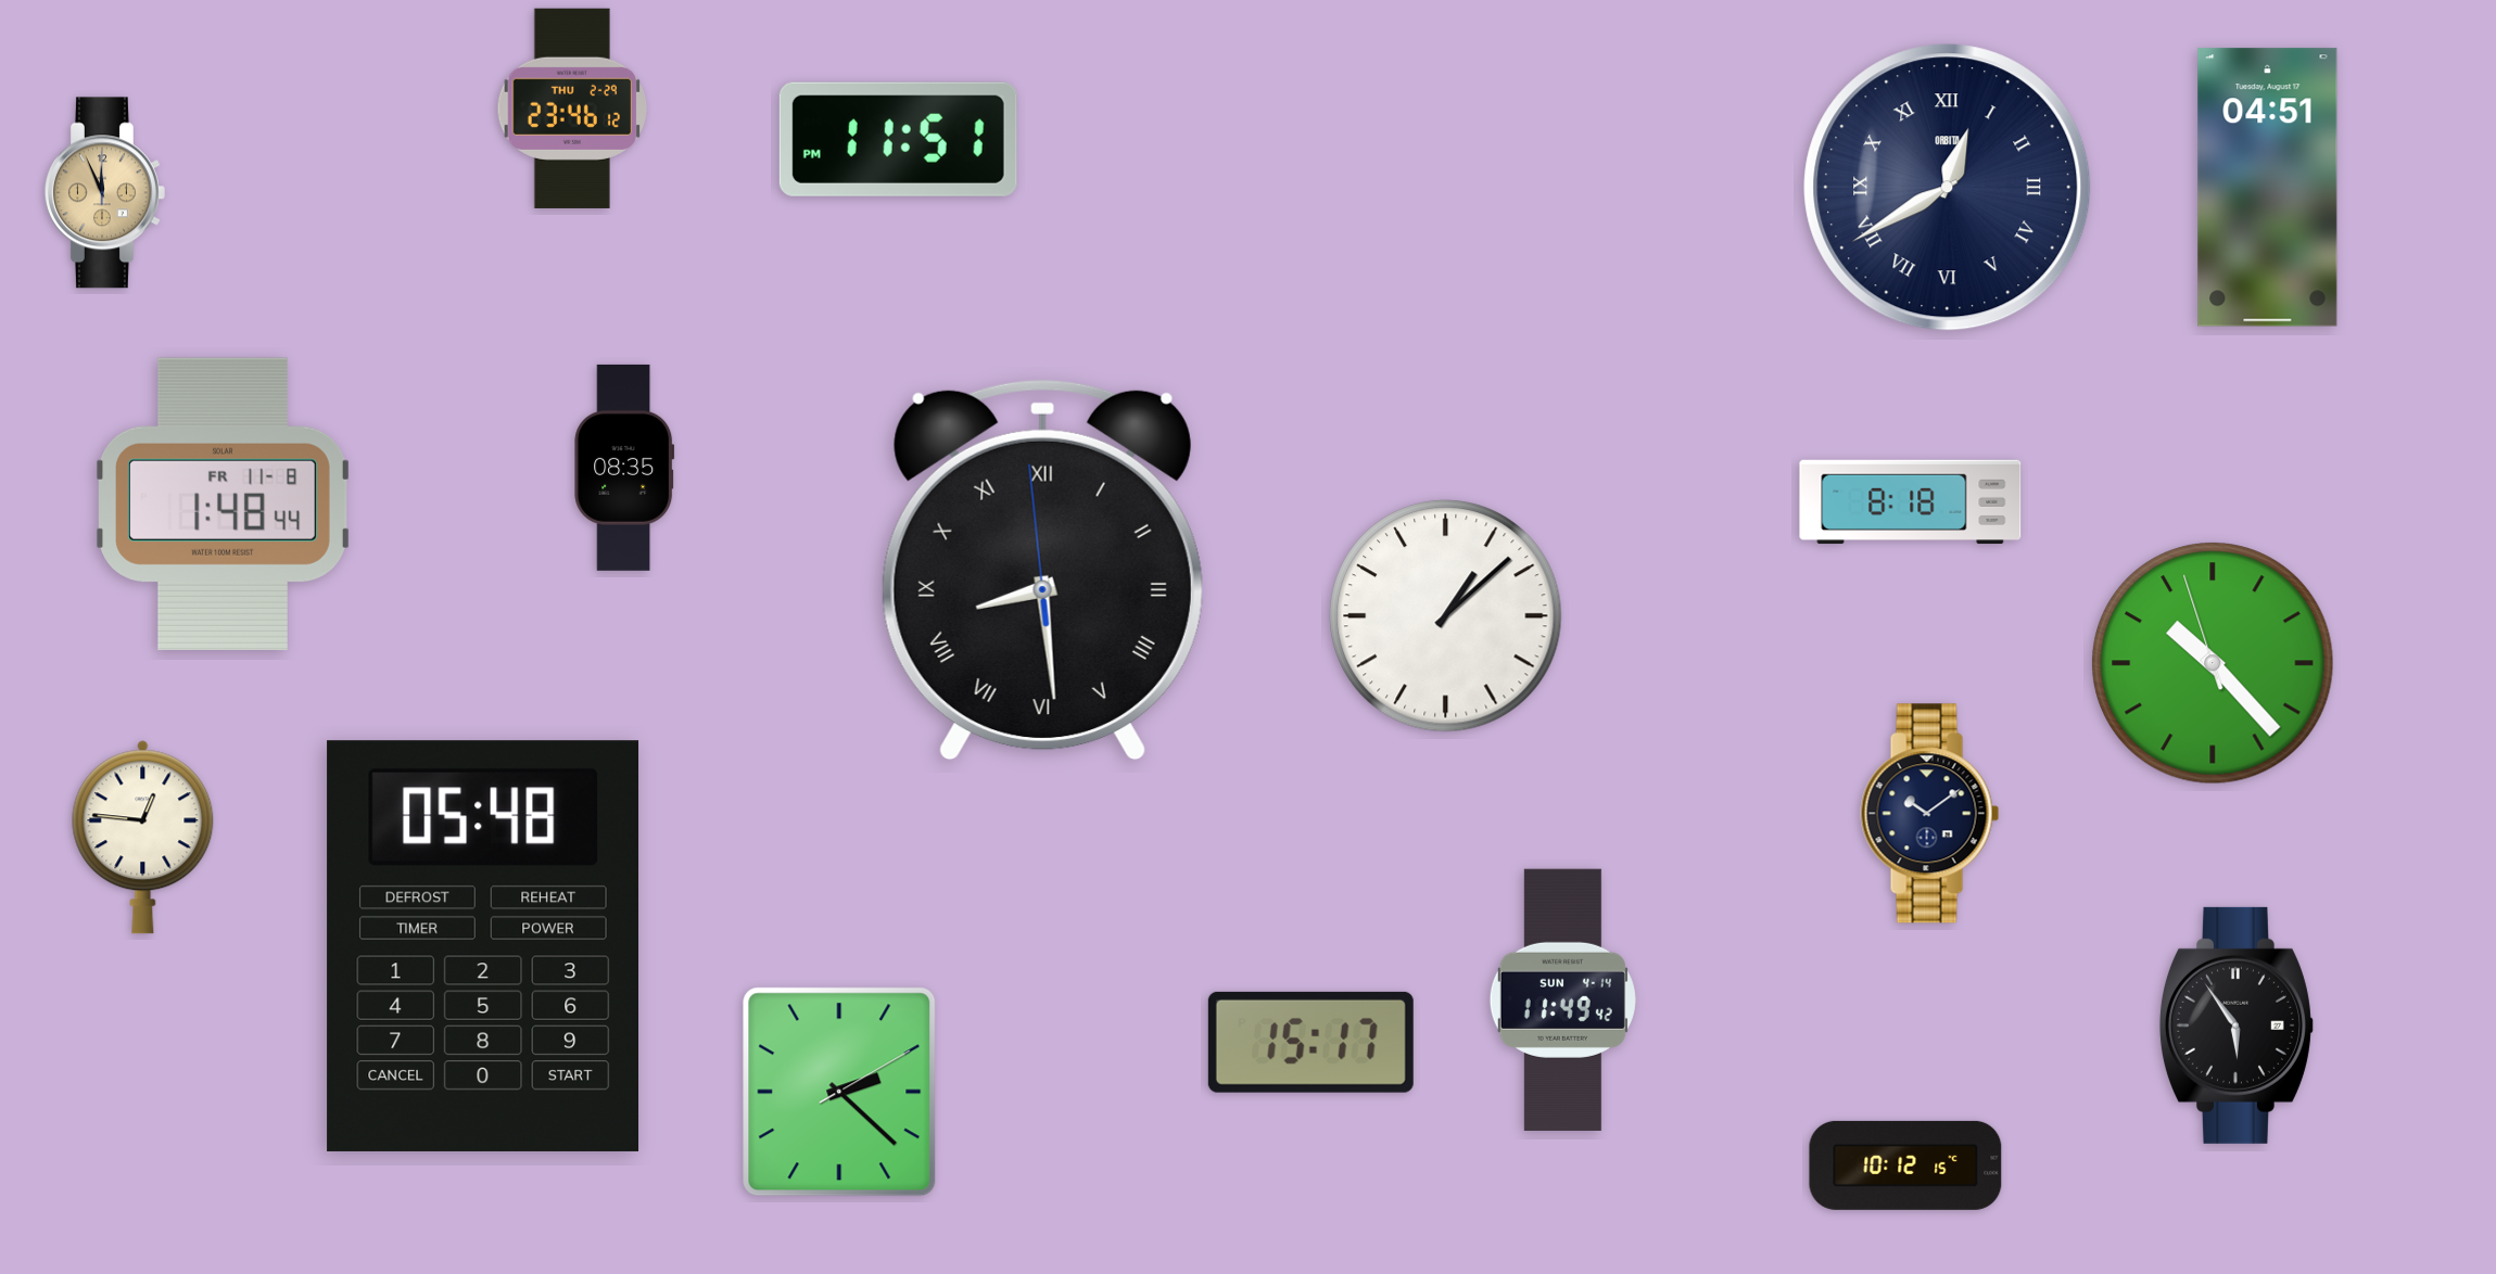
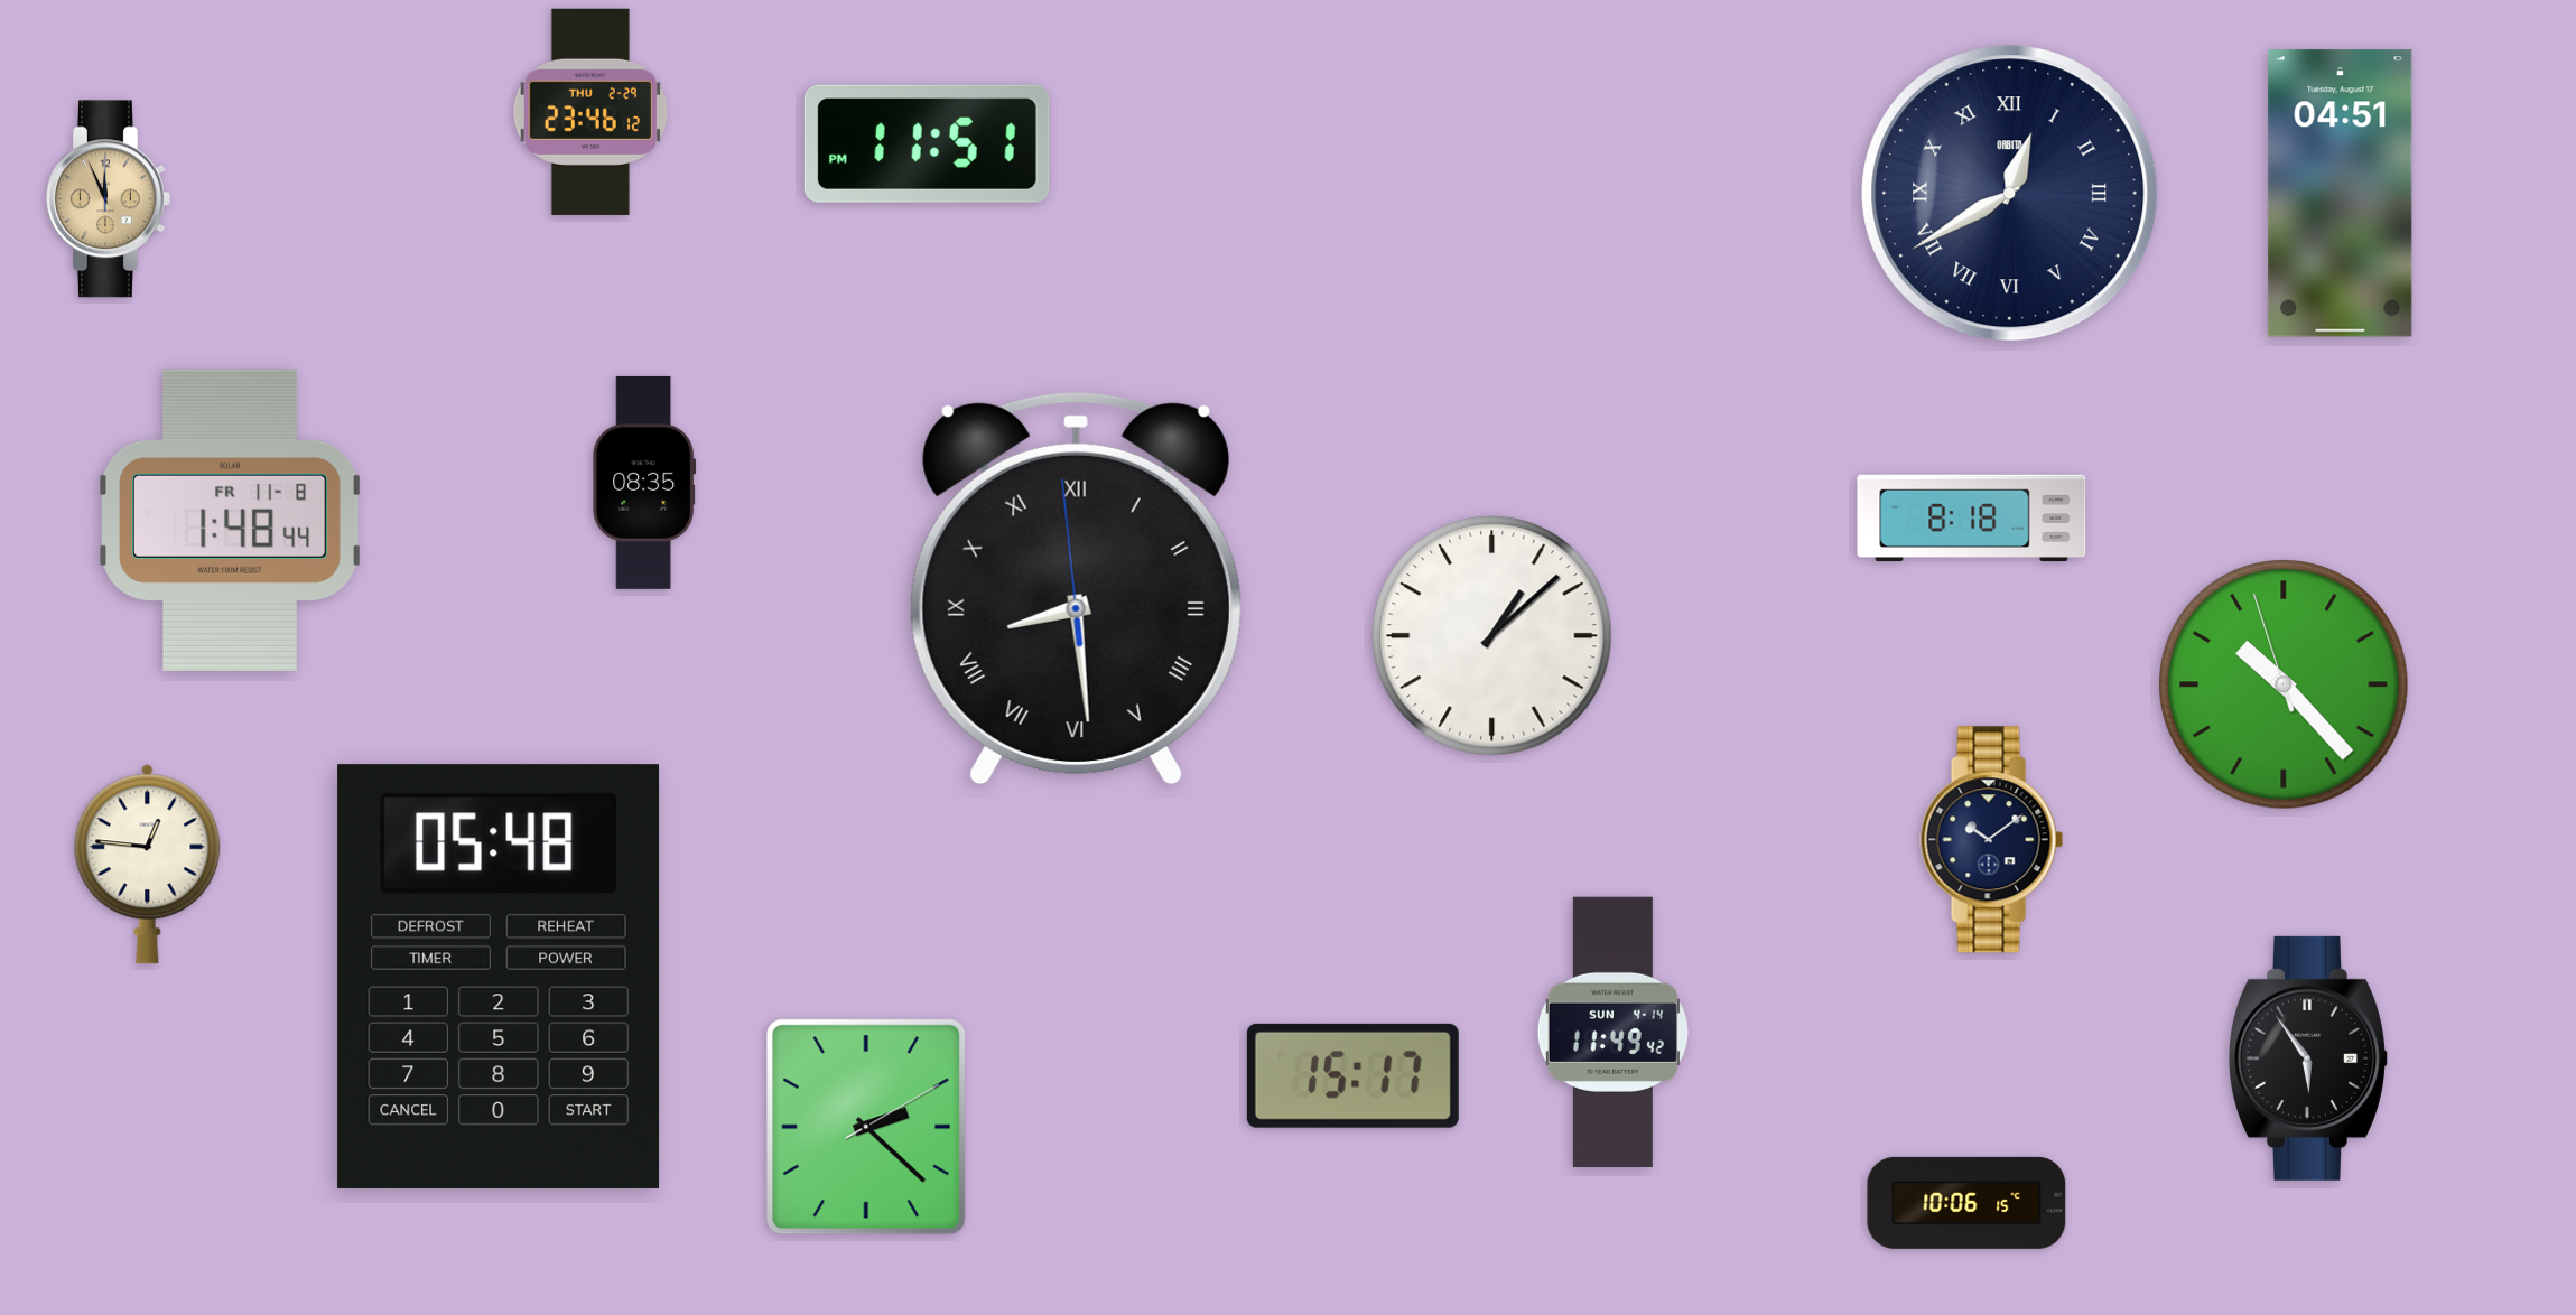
clock at (1905, 1165): 10:12 -> 10:06
